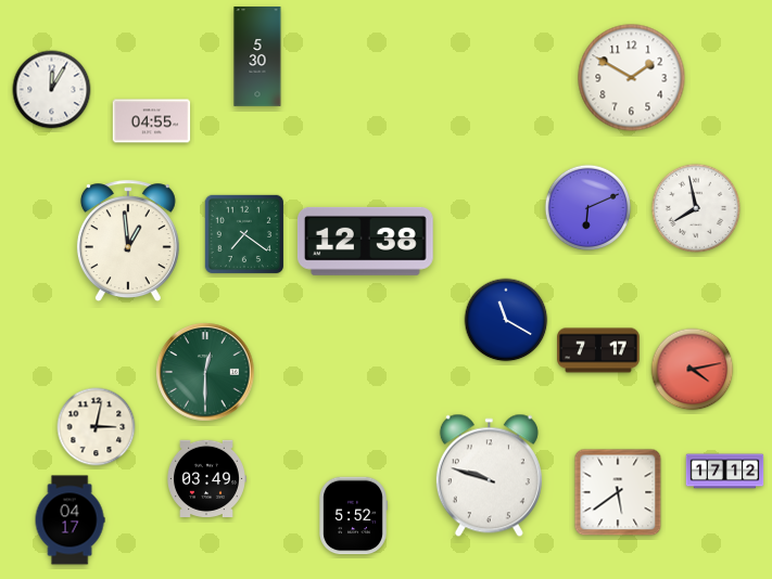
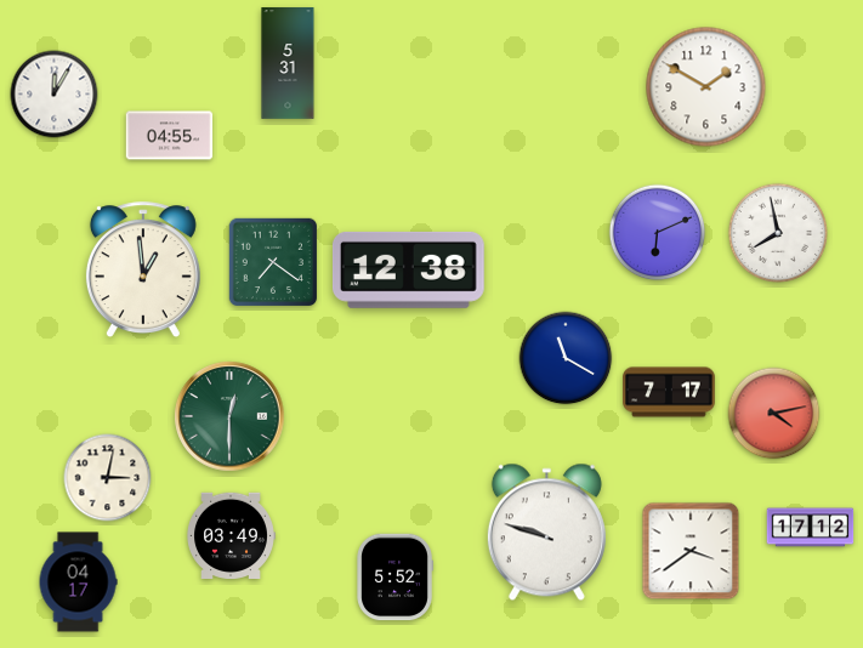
clock at (257, 56): 5:30 -> 5:31
clock at (52, 90) position: (52, 90) -> (55, 95)
clock at (618, 492): 5:39 -> 3:39
